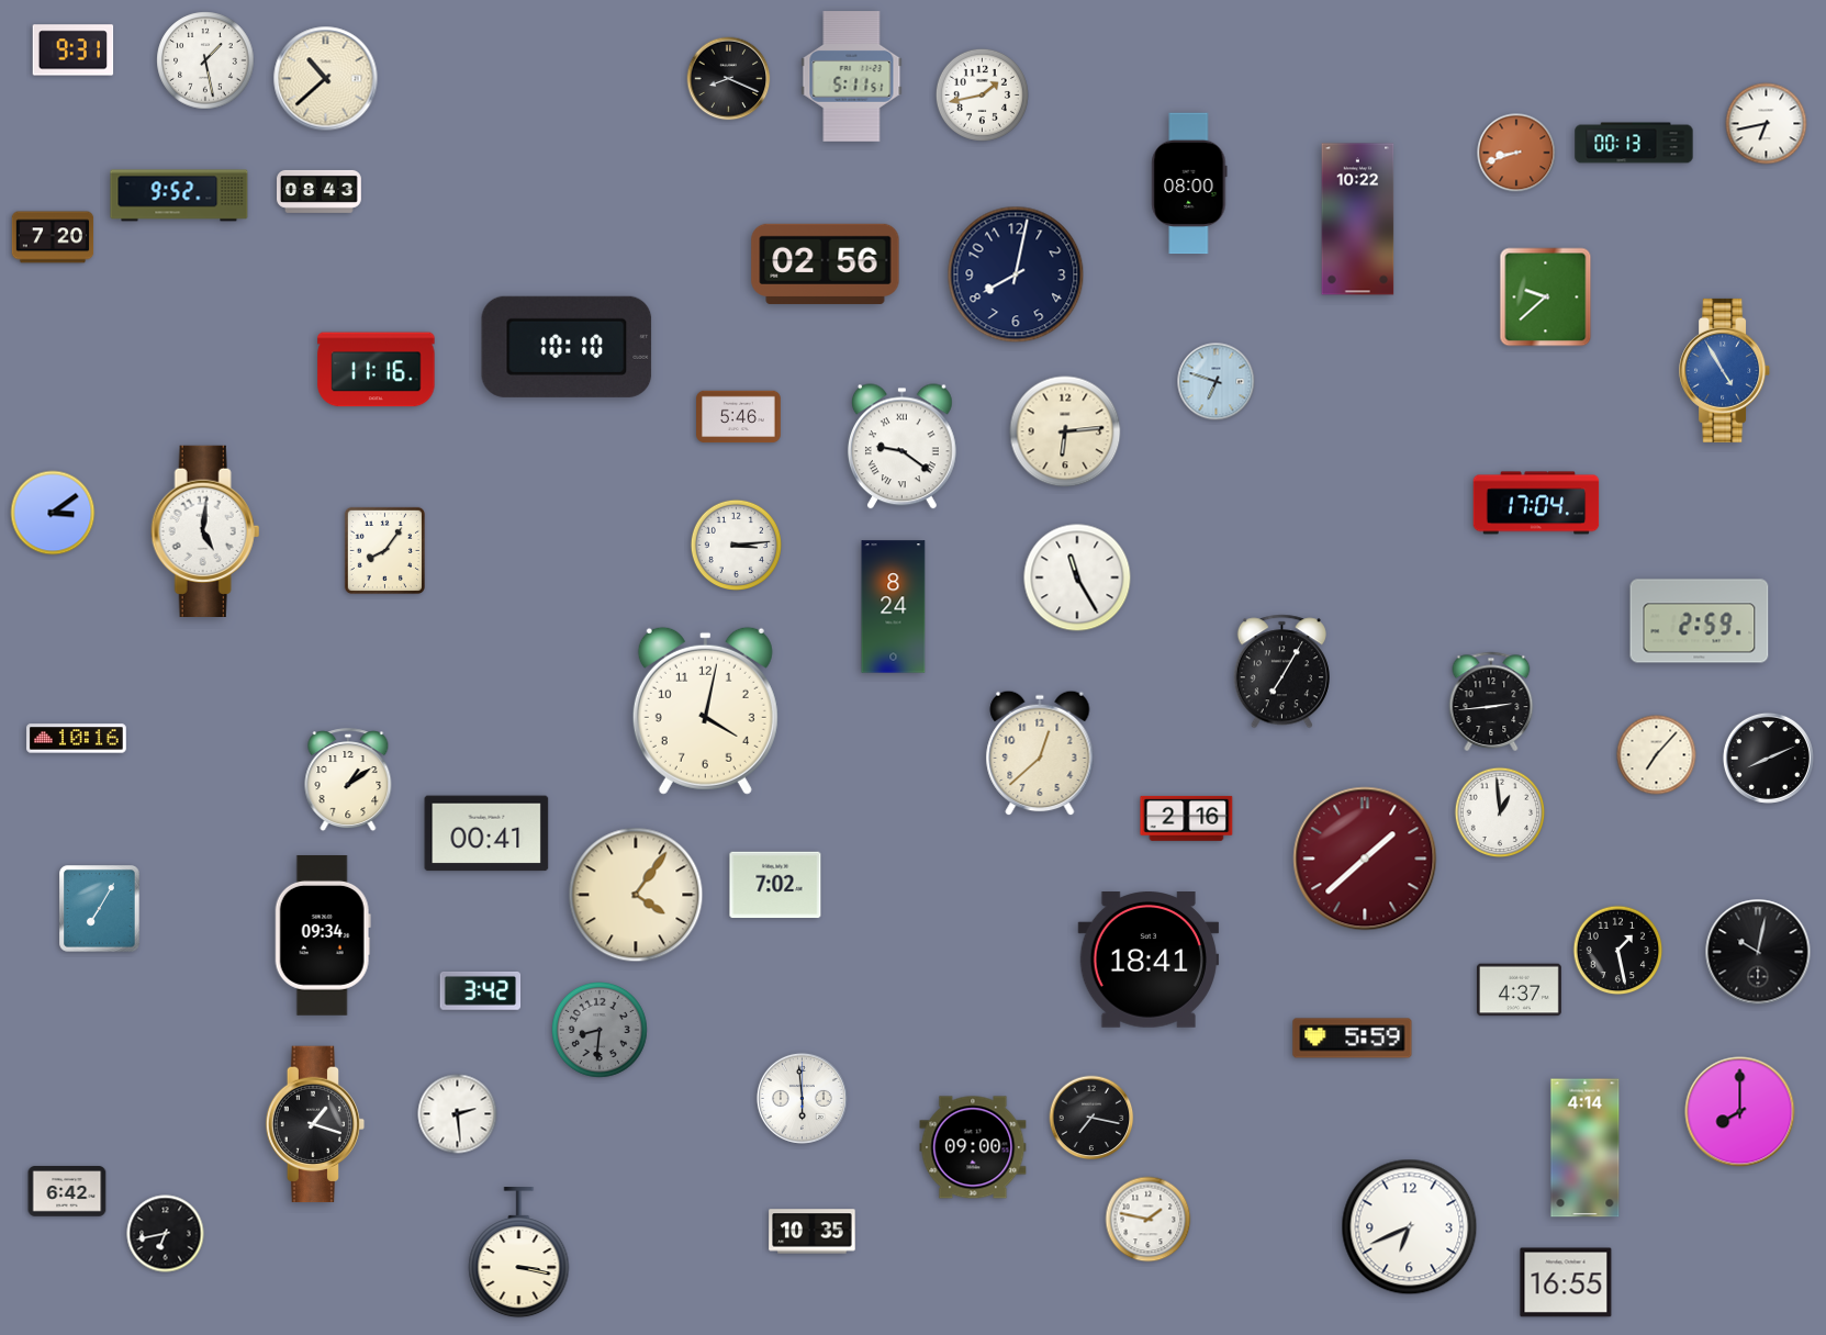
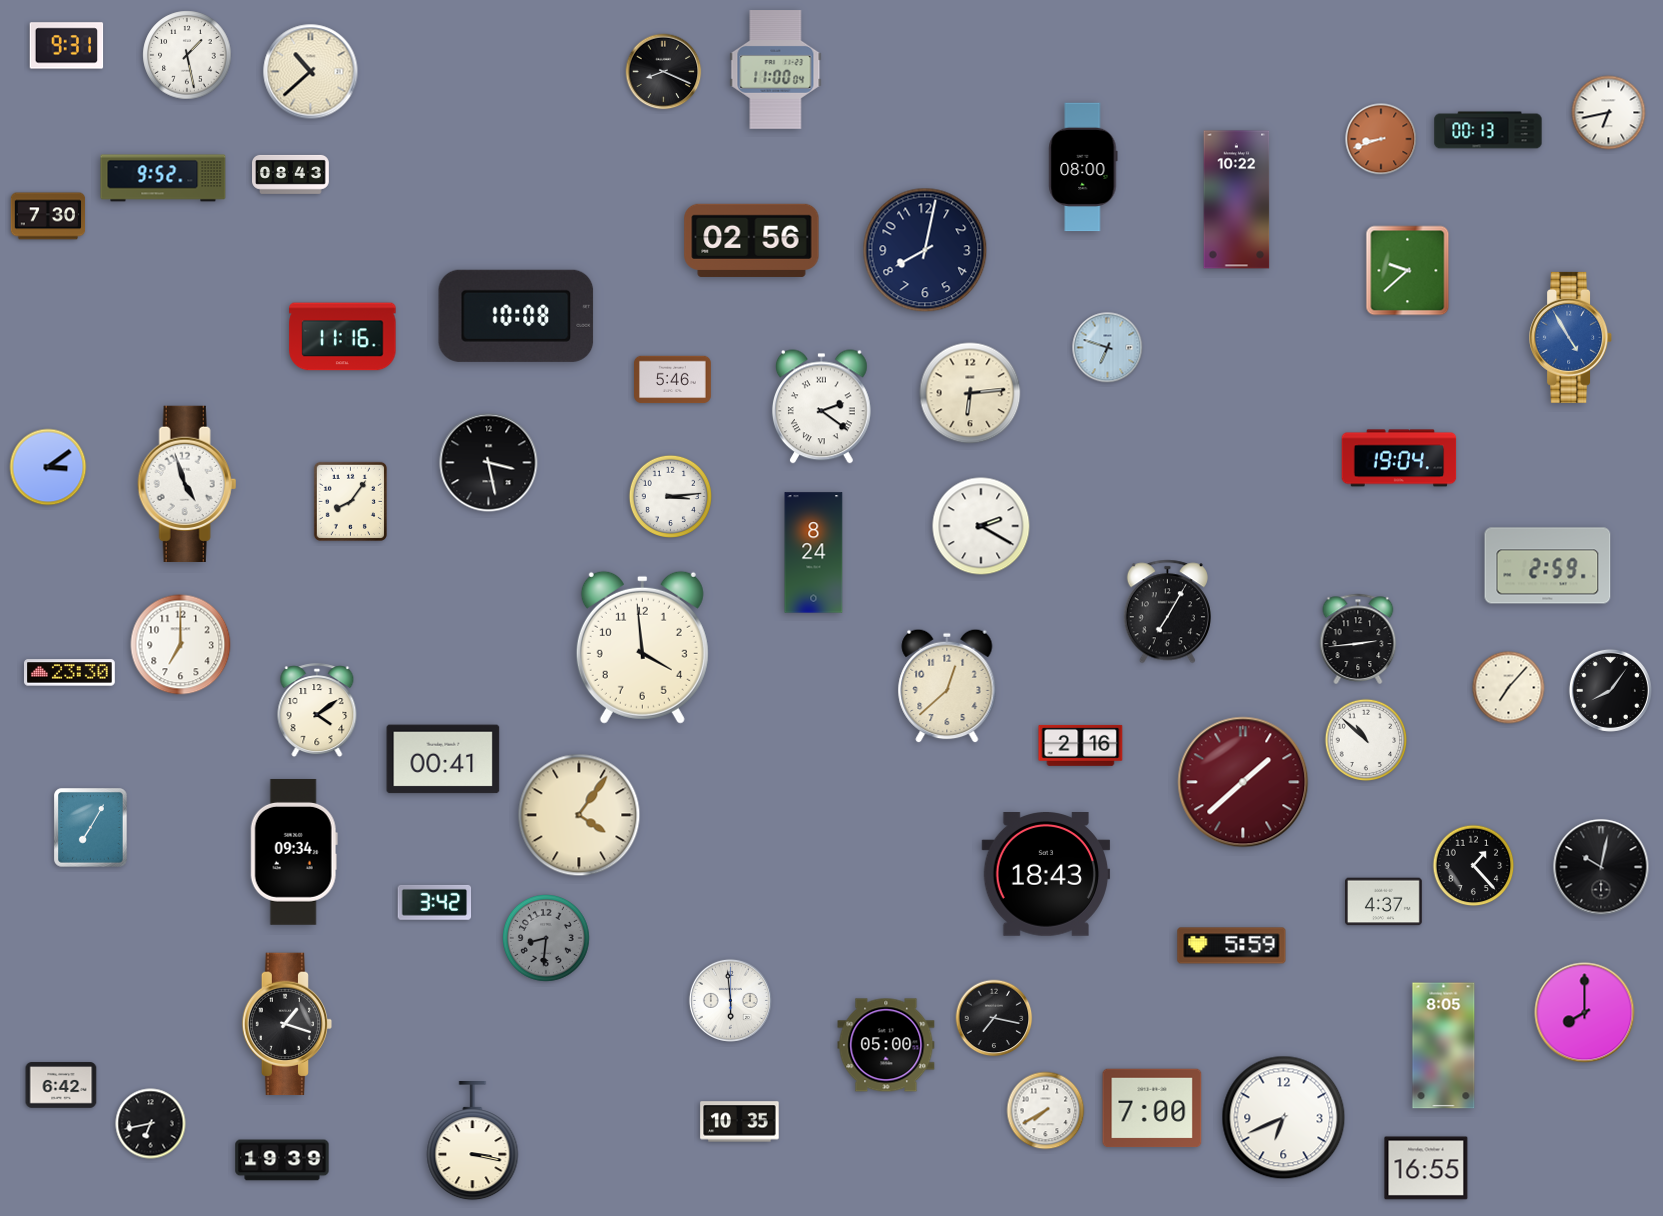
clock at (852, 77): 5:11 -> 11:00
clock at (326, 79) position: (326, 79) -> (311, 72)
clock at (982, 94): 1:43 -> none
clock at (53, 237): 7:20 -> 7:30
clock at (567, 347): 10:10 -> 10:08
clock at (901, 447): 9:21 -> 2:21
clock at (1536, 503): 17:04 -> 19:04
clock at (489, 463): none -> 3:28
clock at (205, 530): 5:01 -> 4:57
clock at (1077, 577): 11:25 -> 2:20
clock at (181, 645): none -> 7:00
clock at (705, 710): 4:02 -> 3:59
clock at (77, 739): 10:16 -> 23:30
clock at (1768, 758): 8:11 -> 8:06
clock at (348, 781): 1:09 -> 4:09
clock at (1500, 812): 12:59 -> 10:52
clock at (775, 885): 7:02 -> none
clock at (1618, 951): 1:28 -> 1:23
clock at (1149, 961): 18:41 -> 18:43
clock at (481, 990) position: (481, 990) -> (435, 902)
clock at (458, 1114): 2:29 -> none
clock at (973, 1147): 09:00 -> 05:00
clock at (1586, 1148): 4:14 -> 8:05
clock at (1152, 1108): none -> 7:00
clock at (1149, 1220): 1:47 -> 7:40
clock at (282, 1160): none -> 19:39
